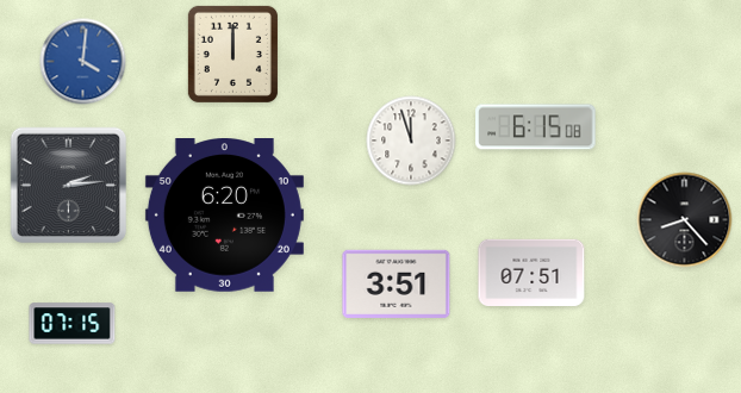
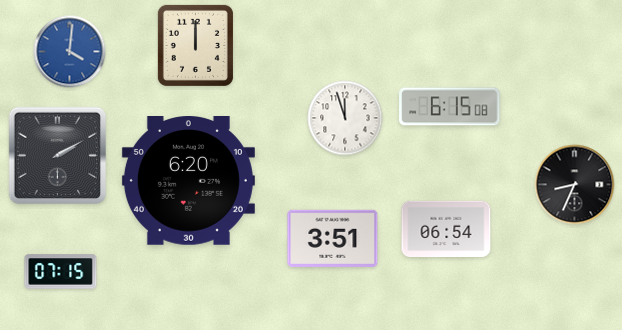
clock at (69, 186): 2:14 -> 2:10
clock at (685, 220): 8:23 -> 8:34
clock at (531, 272): 07:51 -> 06:54
